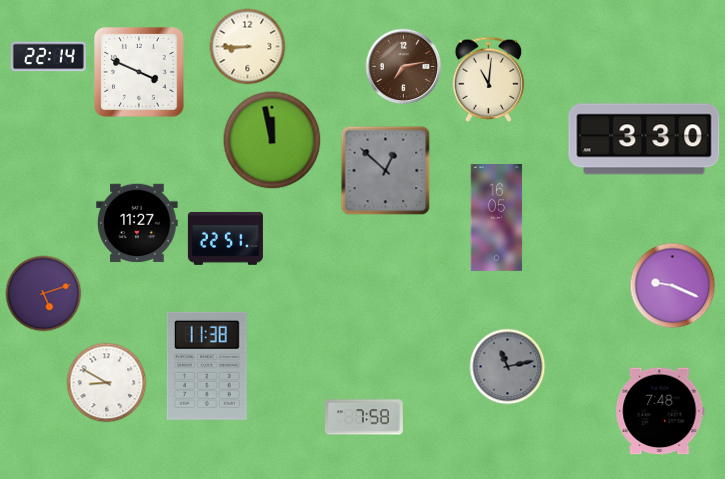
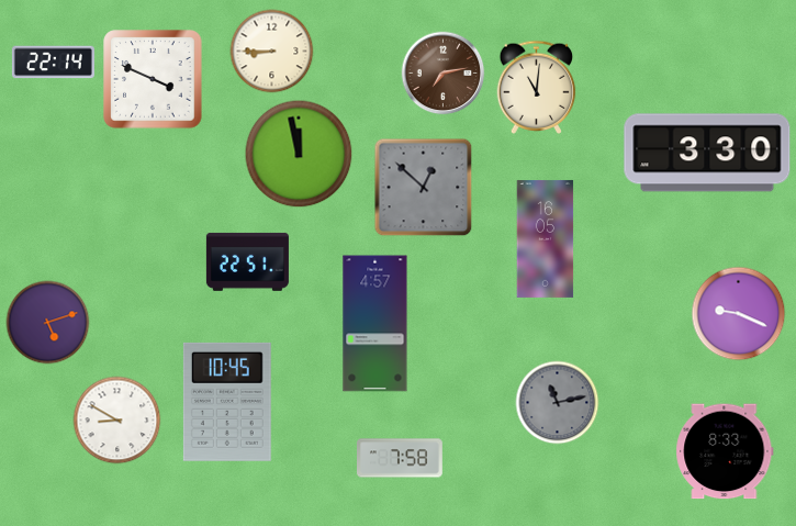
clock at (137, 223): 11:27 -> none
clock at (375, 324): none -> 4:57
clock at (207, 366): 11:38 -> 10:45
clock at (660, 411): 7:48 -> 8:33
